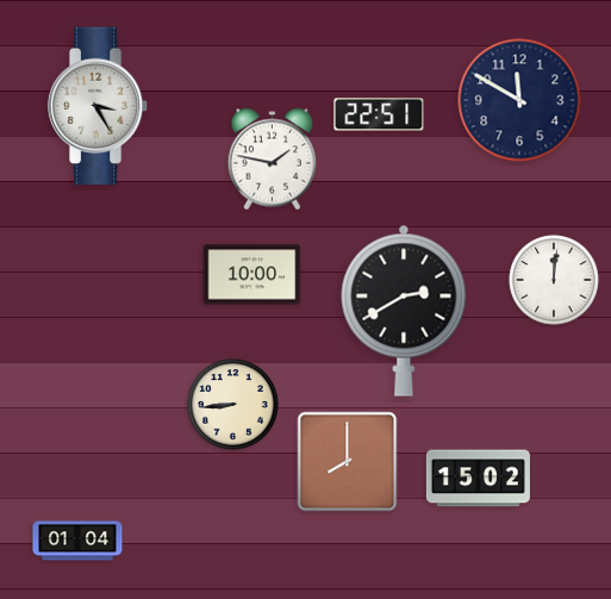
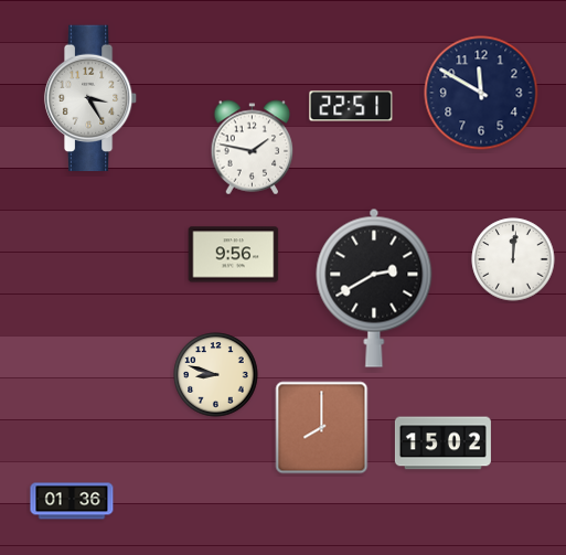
clock at (252, 275): 10:00 -> 9:56
clock at (233, 405): 8:44 -> 8:48
clock at (77, 541): 01:04 -> 01:36
